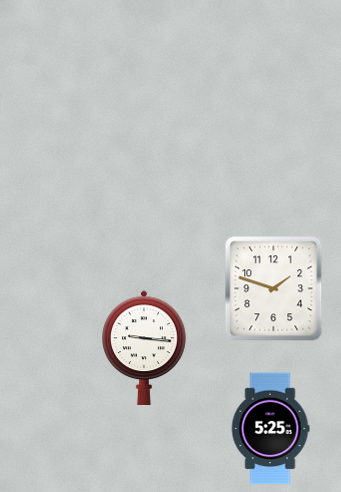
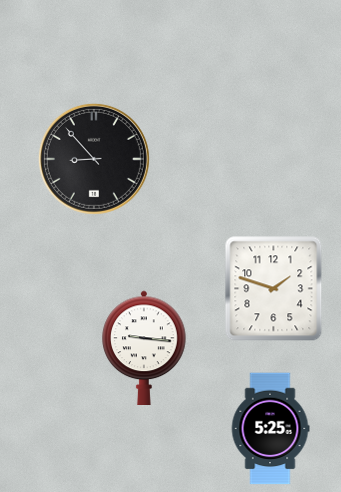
clock at (94, 159): none -> 8:53
